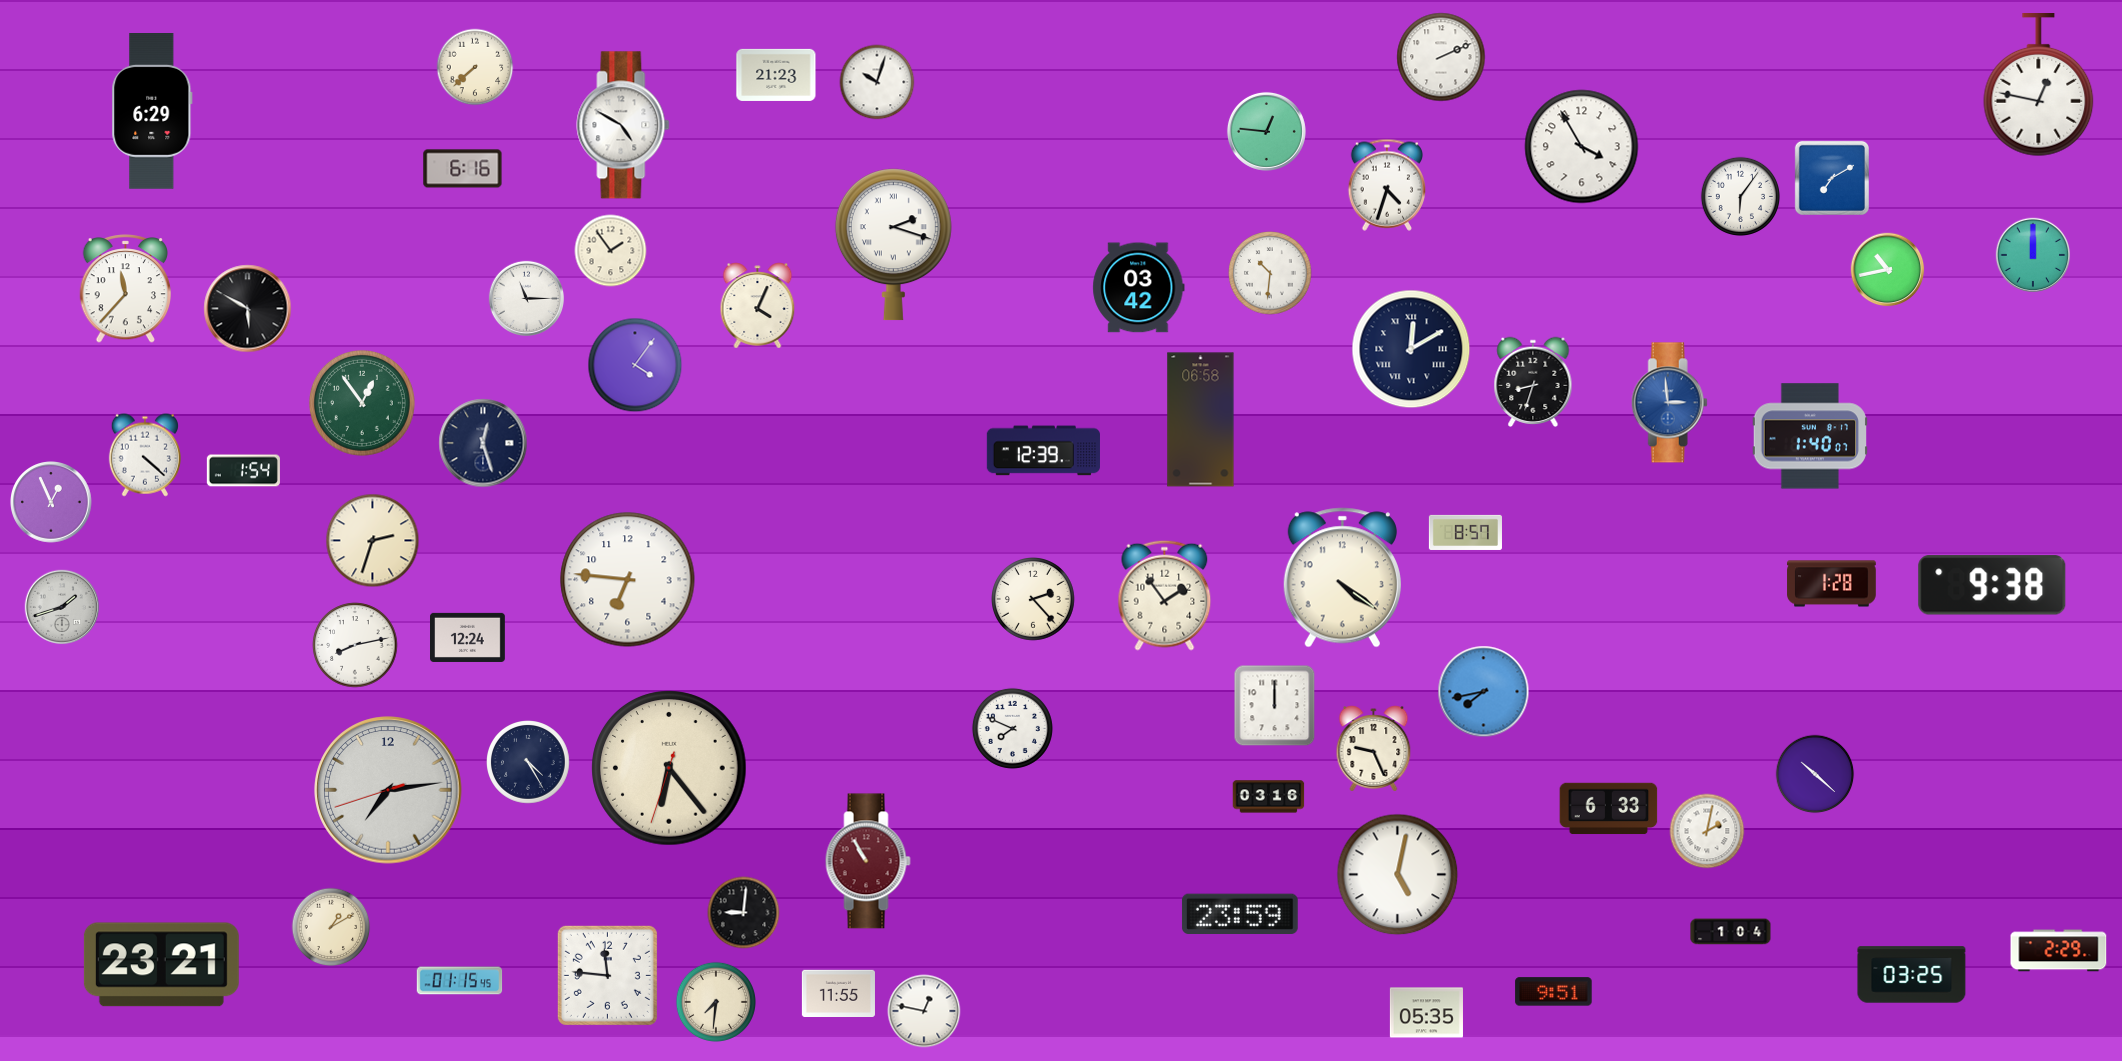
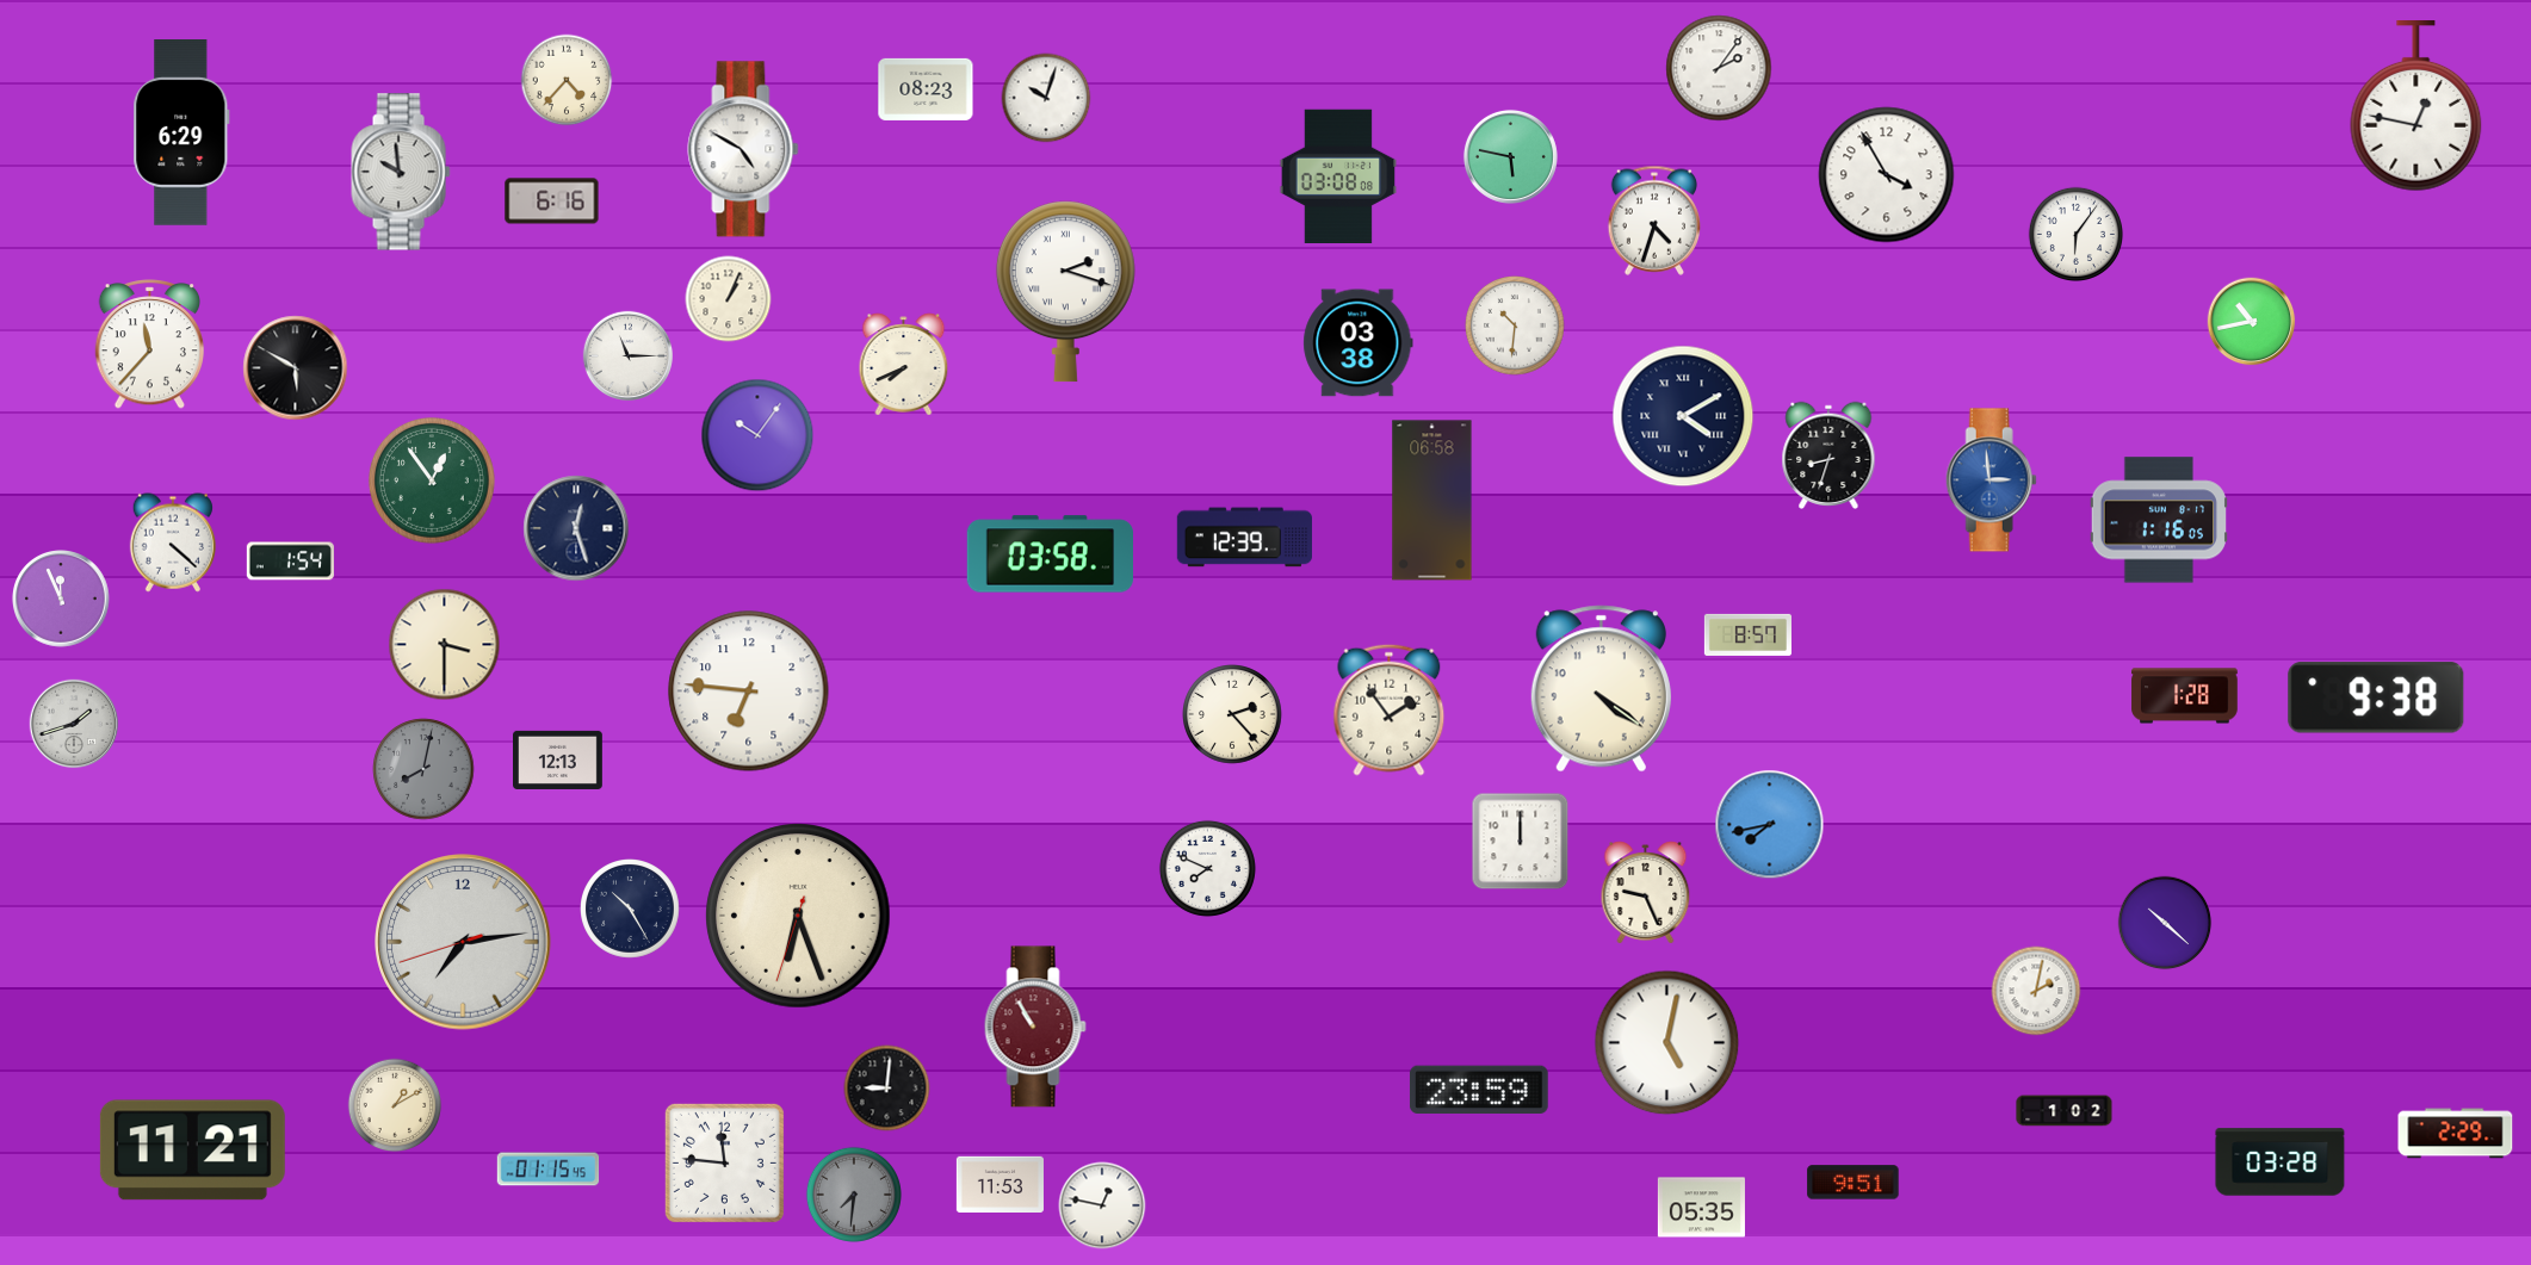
clock at (1441, 57): 2:11 -> 2:06
clock at (475, 67): 7:38 -> 4:37
clock at (776, 75): 21:23 -> 08:23
clock at (2039, 86) position: (2039, 86) -> (2416, 107)
clock at (1266, 131): 12:46 -> 5:47
clock at (401, 172): none -> 9:59
clock at (1338, 175): none -> 03:08
clock at (1832, 178): 7:10 -> none
clock at (611, 251): 1:54 -> 1:04
clock at (2033, 255): 12:00 -> none
clock at (1139, 288): 03:42 -> 03:38
clock at (758, 306): 4:04 -> 7:41
clock at (1411, 349): 12:10 -> 4:10
clock at (635, 365): 4:06 -> 10:06
clock at (1809, 436): 1:40 -> 1:16
clock at (1050, 554): none -> 03:58
clock at (52, 503): 12:56 -> 11:56
clock at (373, 541): 2:33 -> 3:30
clock at (468, 637): 12:24 -> 12:13
clock at (355, 645): 8:13 -> 8:02
clock at (355, 645) dial: white -> grey
clock at (1374, 749) position: (1374, 749) -> (1646, 893)
clock at (529, 763): 4:25 -> 10:25
clock at (669, 768): 6:23 -> 6:26
clock at (1269, 797): 03:16 -> none
clock at (1609, 809): 6:33 -> none
clock at (1731, 932): 1:04 -> 1:02
clock at (161, 965): 23:21 -> 11:21
clock at (1912, 975): 03:25 -> 03:28
clock at (838, 993): 11:55 -> 11:53
clock at (716, 1002) dial: cream -> grey
